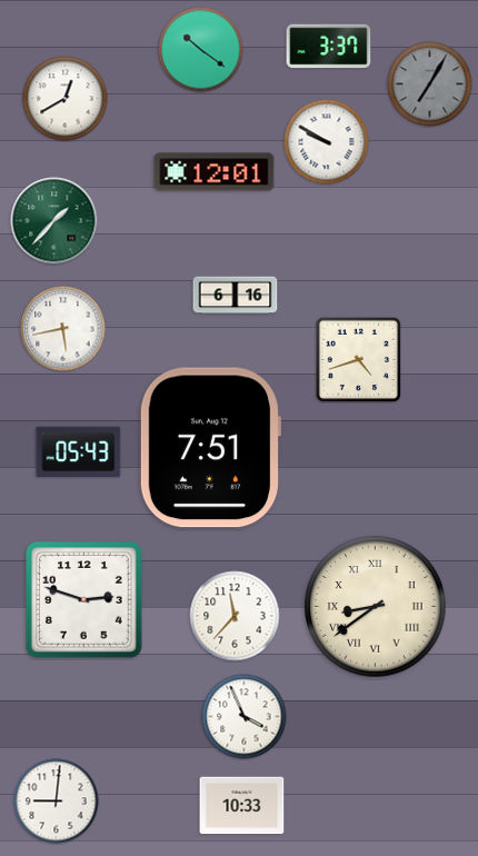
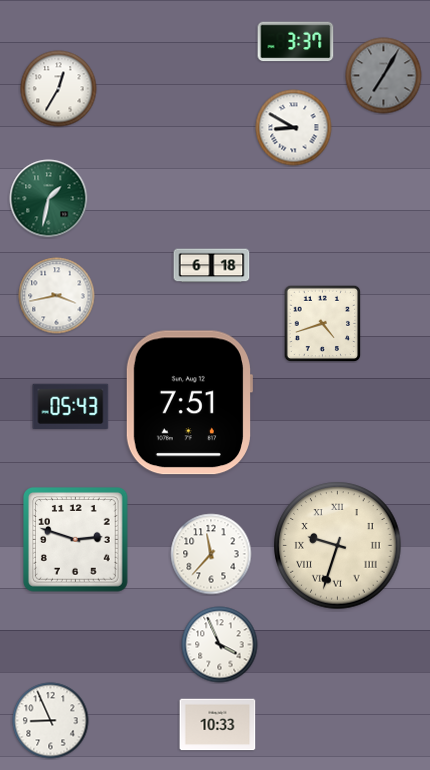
clock at (201, 50): 10:21 -> none
clock at (430, 84) position: (430, 84) -> (384, 76)
clock at (66, 99): 12:40 -> 12:35
clock at (327, 142): 9:50 -> 8:50
clock at (215, 172): 12:01 -> none
clock at (54, 221): 1:37 -> 1:32
clock at (236, 296): 6:16 -> 6:18
clock at (63, 329): 5:43 -> 3:43
clock at (376, 607): 8:39 -> 9:33
clock at (57, 802): 9:01 -> 8:56
